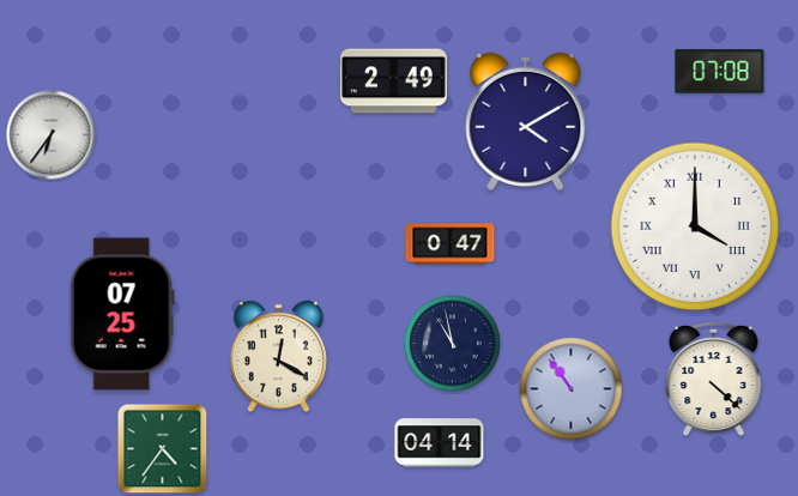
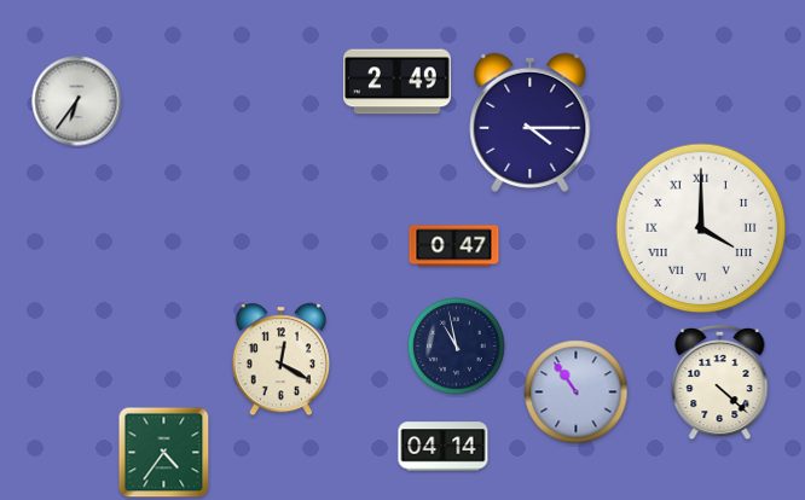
clock at (720, 72): 07:08 -> none
clock at (526, 121): 4:10 -> 4:15
clock at (52, 135) position: (52, 135) -> (77, 101)
clock at (122, 314): 07:25 -> none
